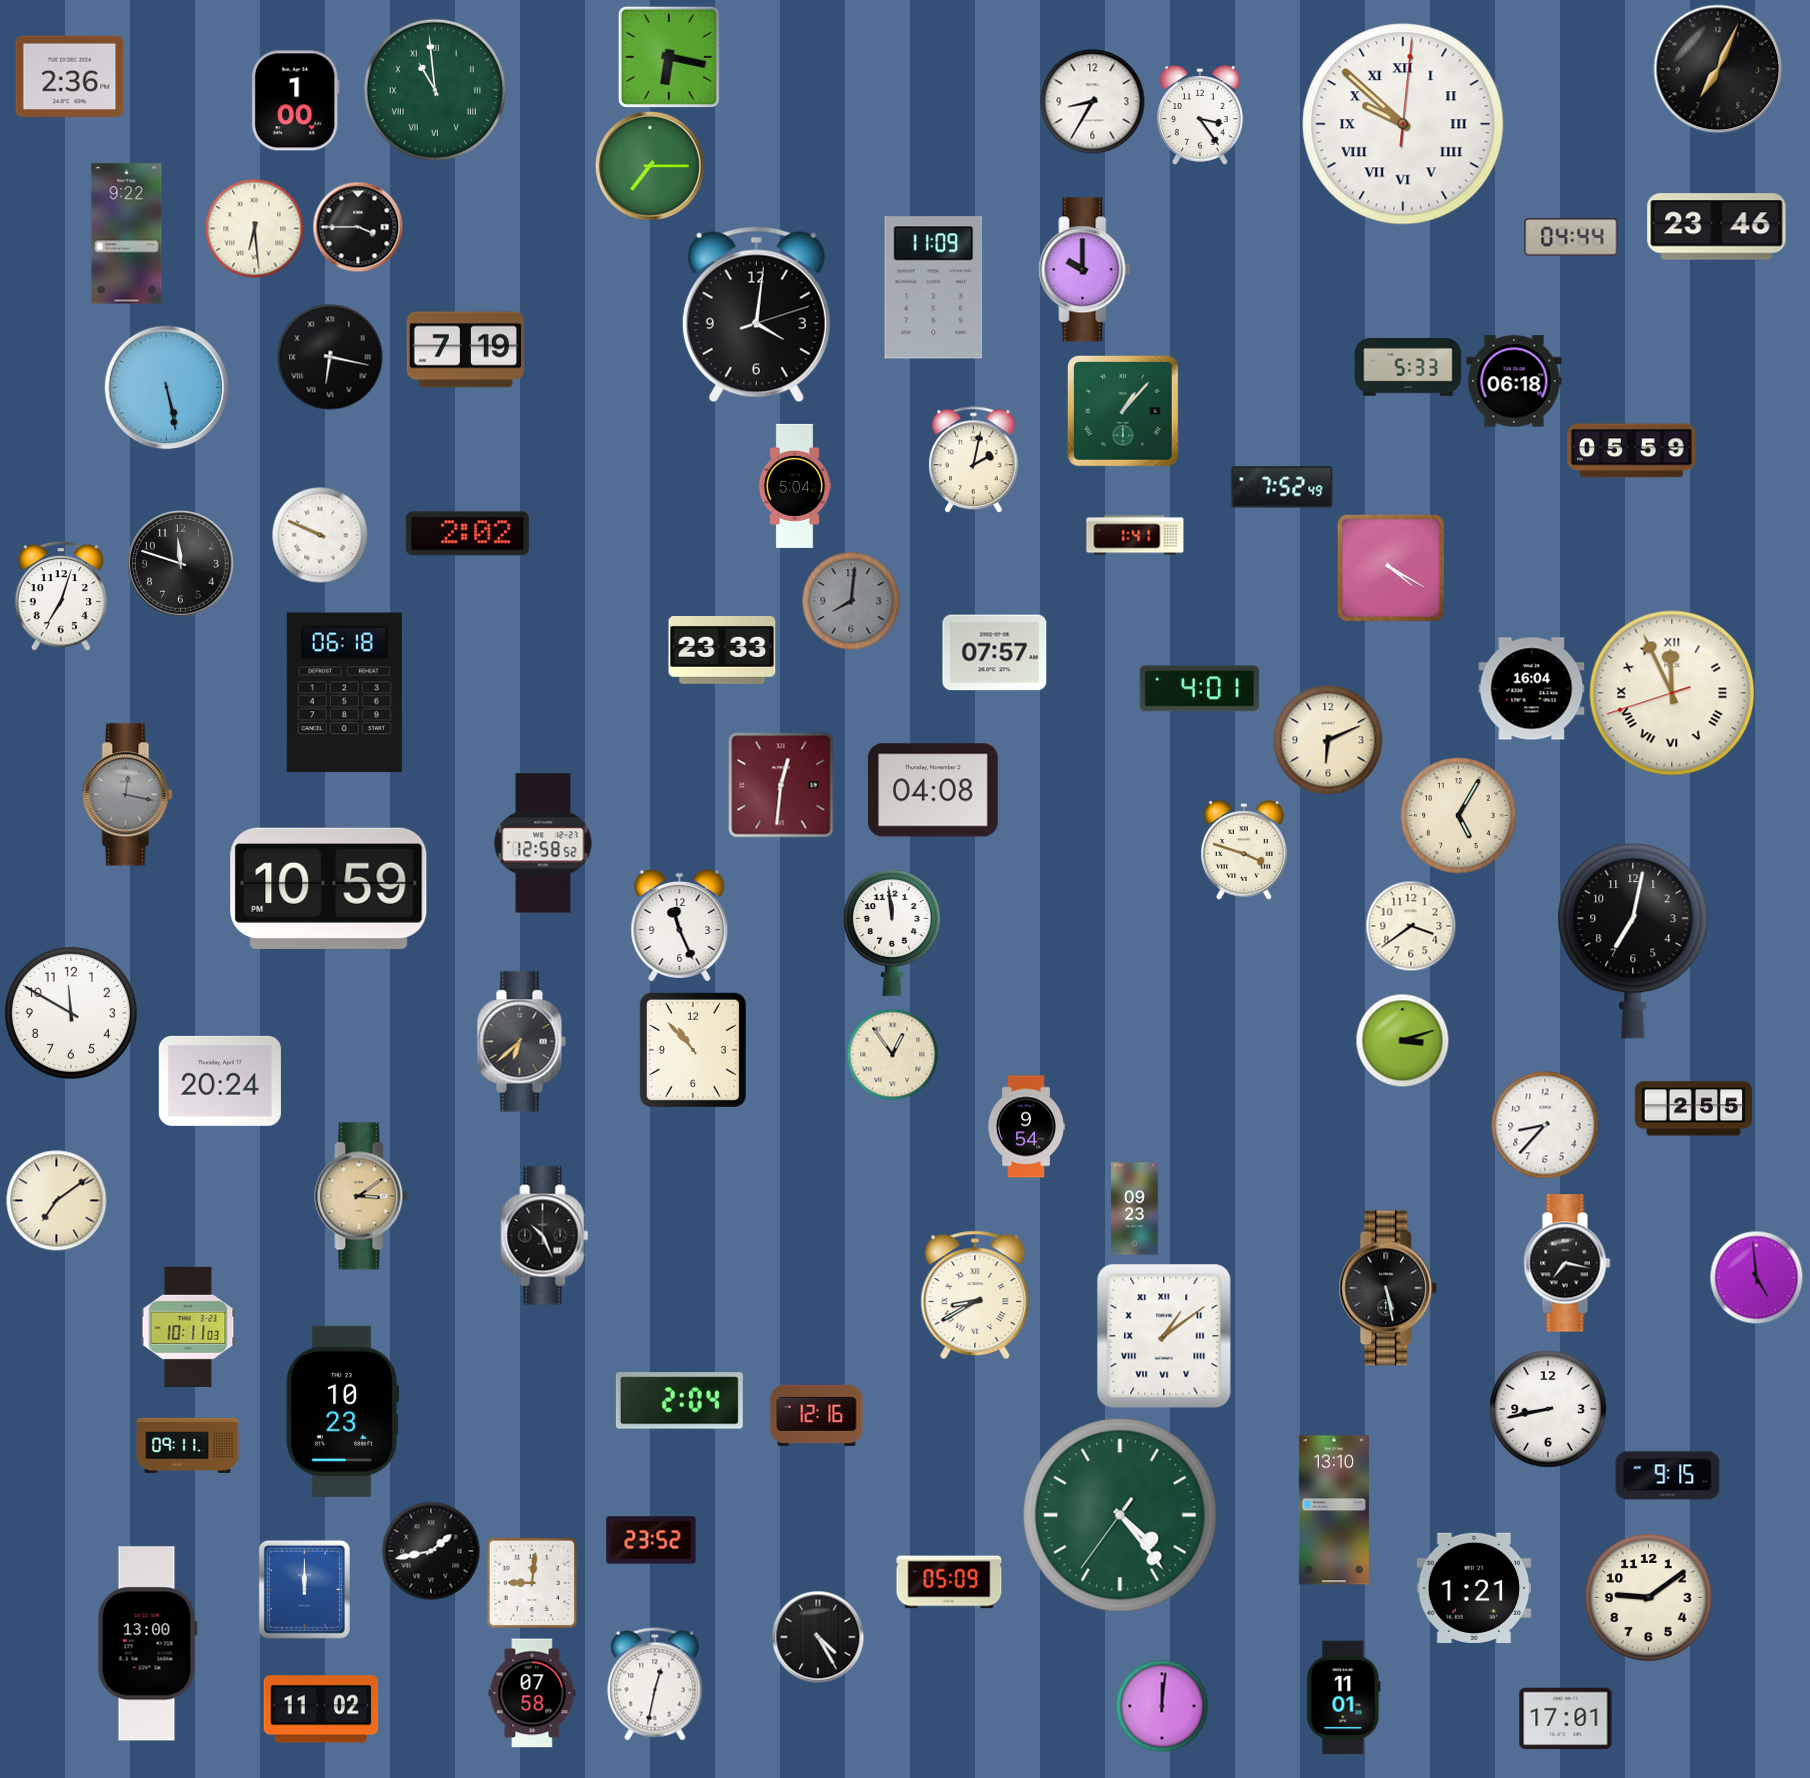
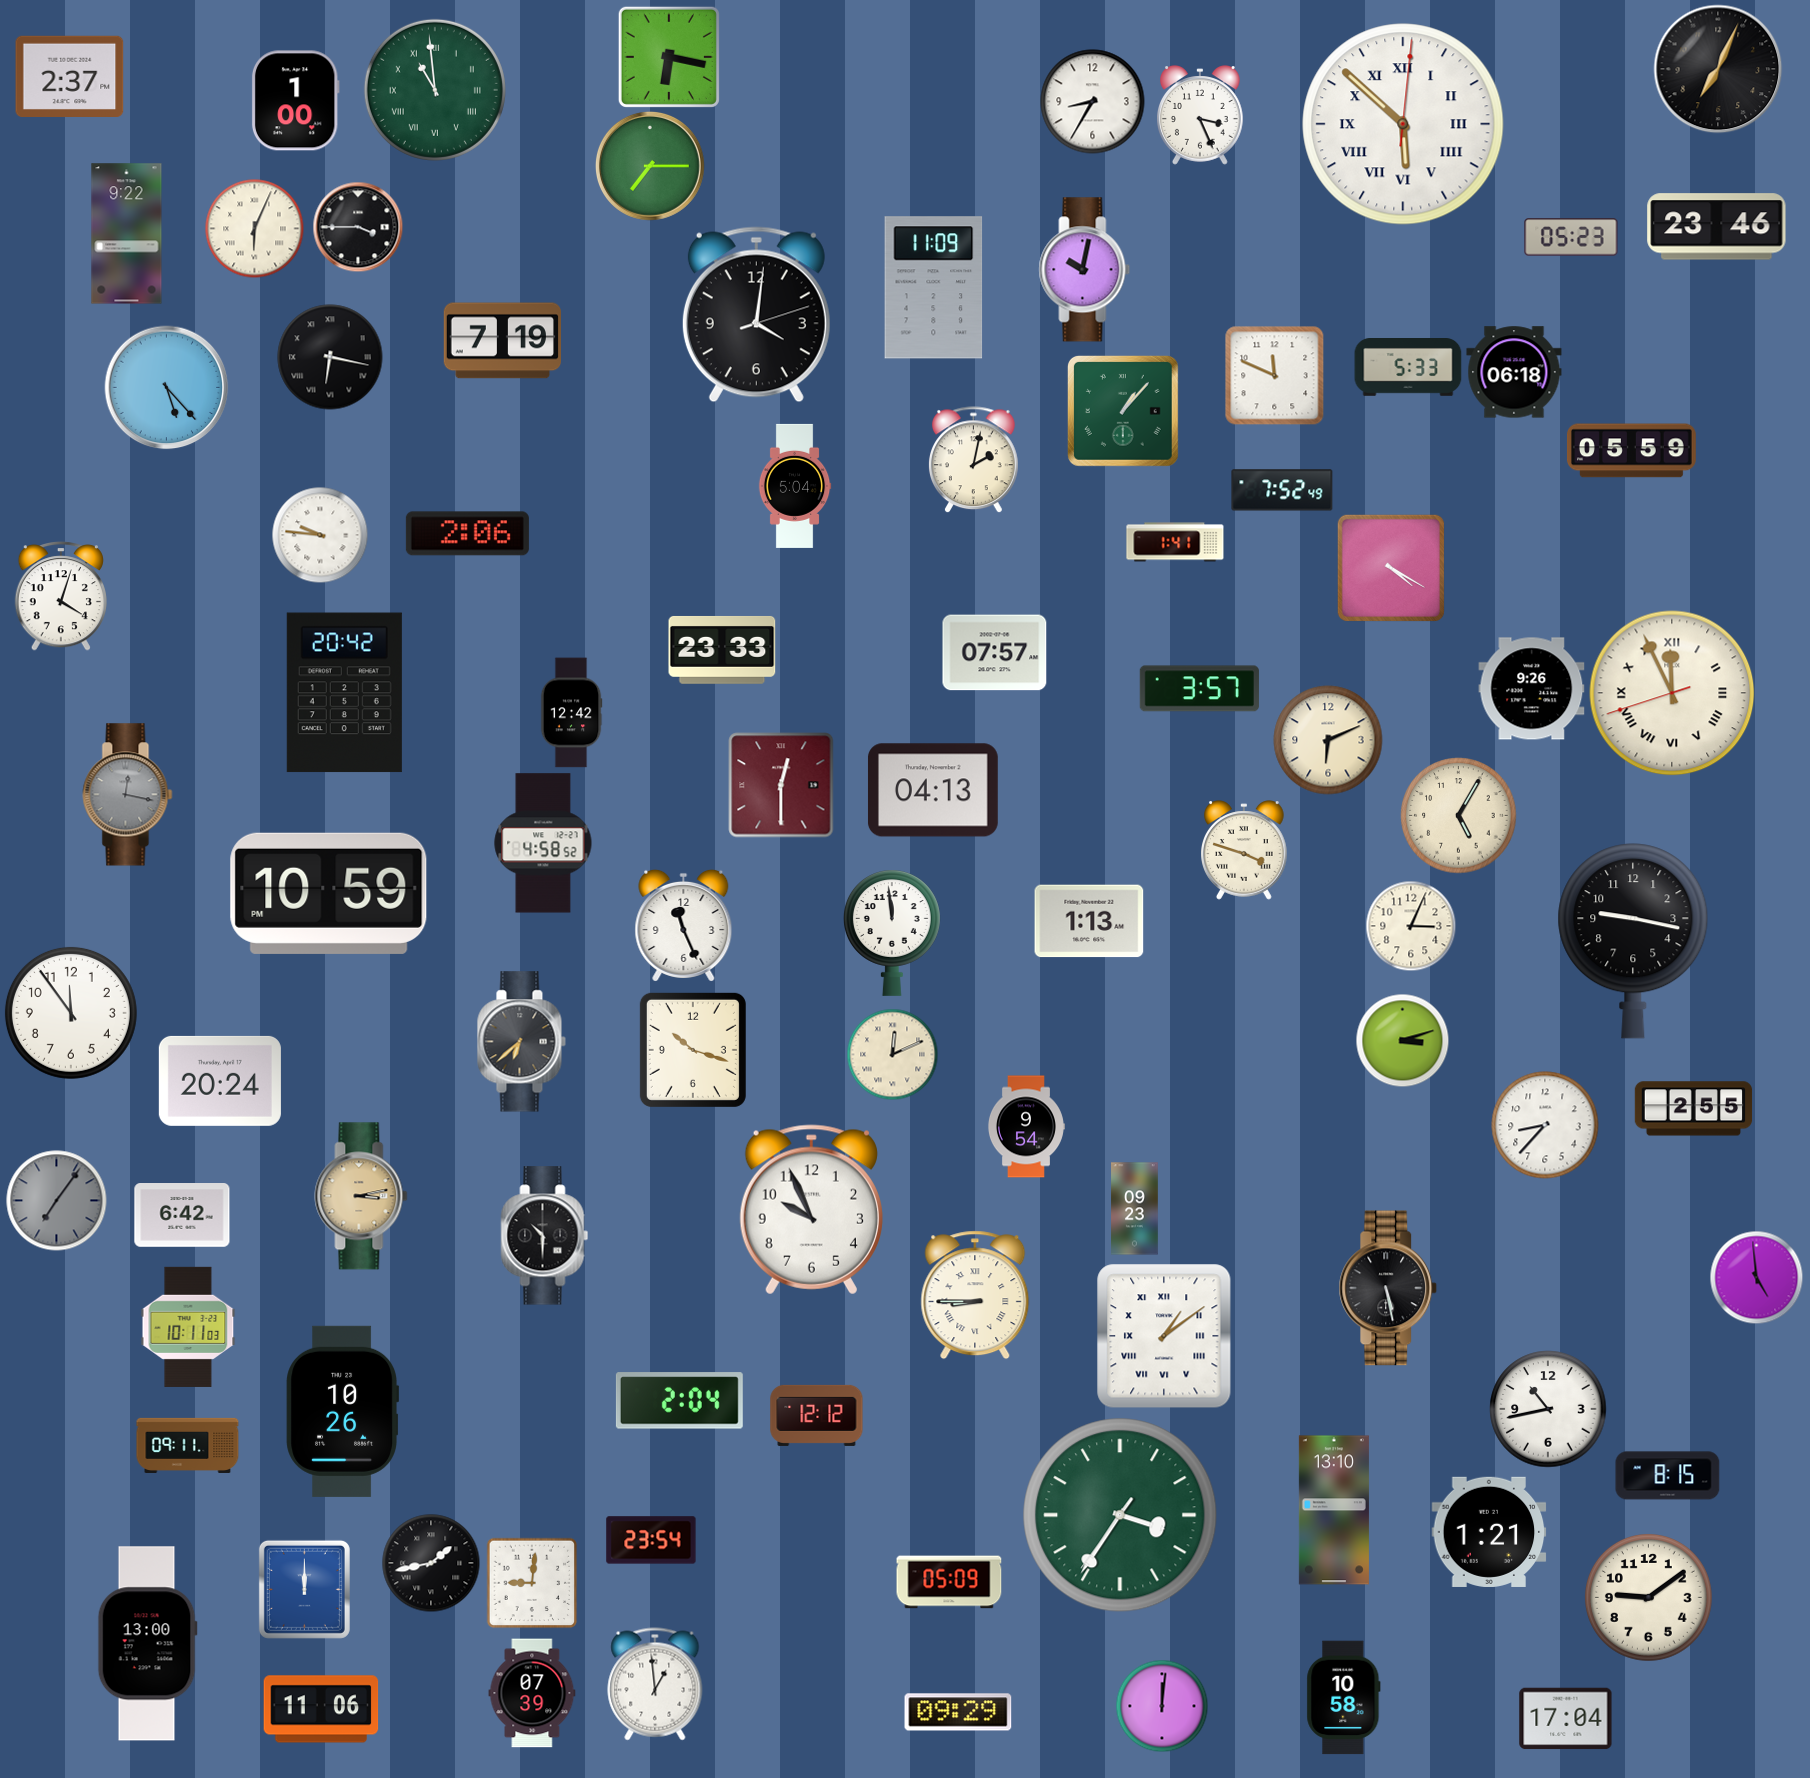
clock at (70, 76): 2:36 -> 2:37
clock at (1201, 115): 3:24 -> 3:26
clock at (1403, 124): 9:52 -> 5:52
clock at (255, 229): 6:29 -> 6:04
clock at (1571, 237): 04:44 -> 05:23
clock at (1085, 270): 10:00 -> 10:02
clock at (466, 350) position: (466, 350) -> (503, 341)
clock at (1274, 375): none -> 11:49
clock at (1514, 381) position: (1514, 381) -> (1514, 372)
clock at (167, 388): 5:28 -> 5:23
clock at (1282, 487) position: (1282, 487) -> (1282, 490)
clock at (467, 534): 2:02 -> 2:06
clock at (320, 535): 9:49 -> 9:46
clock at (1135, 535) position: (1135, 535) -> (1175, 542)
clock at (181, 564): 11:48 -> none
clock at (61, 596): 7:03 -> 4:03
clock at (851, 601): 8:01 -> none
clock at (1199, 689): 4:01 -> 3:57
clock at (1532, 689): 16:04 -> 9:26
clock at (344, 693): 06:18 -> 20:42
clock at (571, 713): none -> 12:42
clock at (781, 785): 12:31 -> 12:30
clock at (933, 790): 04:08 -> 04:13
clock at (543, 843): 12:58 -> 4:58
clock at (329, 888) position: (329, 888) -> (329, 893)
clock at (1089, 921): none -> 1:13
clock at (680, 925) position: (680, 925) -> (684, 925)
clock at (1411, 926): 3:39 -> 3:04
clock at (1633, 941): 7:02 -> 9:17
clock at (71, 1013): 11:50 -> 11:54
clock at (693, 1050): 10:53 -> 10:18
clock at (892, 1054): 12:54 -> 12:11
clock at (361, 1196): 3:09 -> 3:13
clock at (57, 1201): 7:09 -> 7:06
clock at (57, 1201) dial: cream -> grey
clock at (811, 1210): none -> 9:56
clock at (182, 1216): none -> 6:42
clock at (545, 1236): 10:26 -> 10:30
clock at (1567, 1263): 7:17 -> none
clock at (975, 1295): 8:40 -> 8:45
clock at (1548, 1409): 8:43 -> 10:43
clock at (342, 1411): 10:23 -> 10:26
clock at (817, 1415): 12:16 -> 12:12
clock at (1668, 1476): 9:15 -> 8:15
clock at (1120, 1515): 4:23 -> 3:35
clock at (651, 1540): 23:52 -> 23:54
clock at (431, 1551) position: (431, 1551) -> (431, 1563)
clock at (1474, 1588) position: (1474, 1588) -> (1489, 1532)
clock at (818, 1637): 4:25 -> none
clock at (655, 1684): 12:32 -> 12:59
clock at (532, 1693): 07:58 -> 07:39
clock at (1344, 1698): 11:01 -> 10:58
clock at (321, 1709): 11:02 -> 11:06
clock at (958, 1712): none -> 09:29
clock at (1566, 1719): 17:01 -> 17:04
